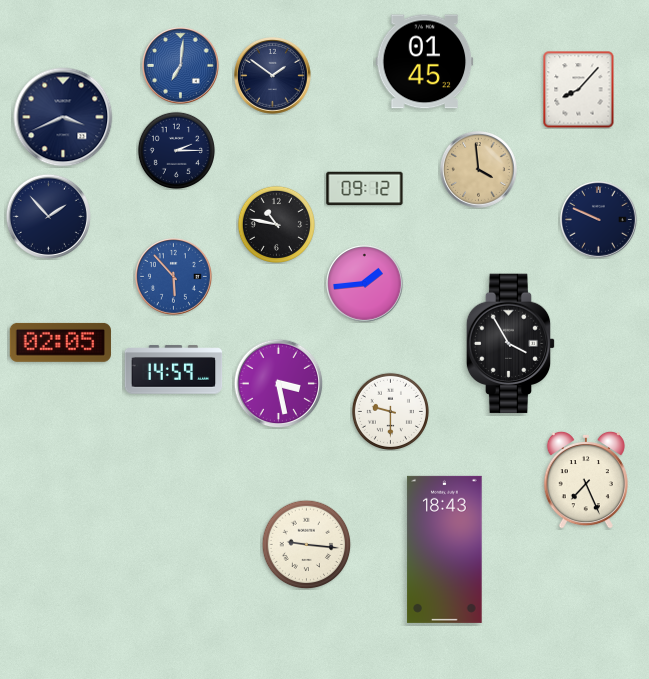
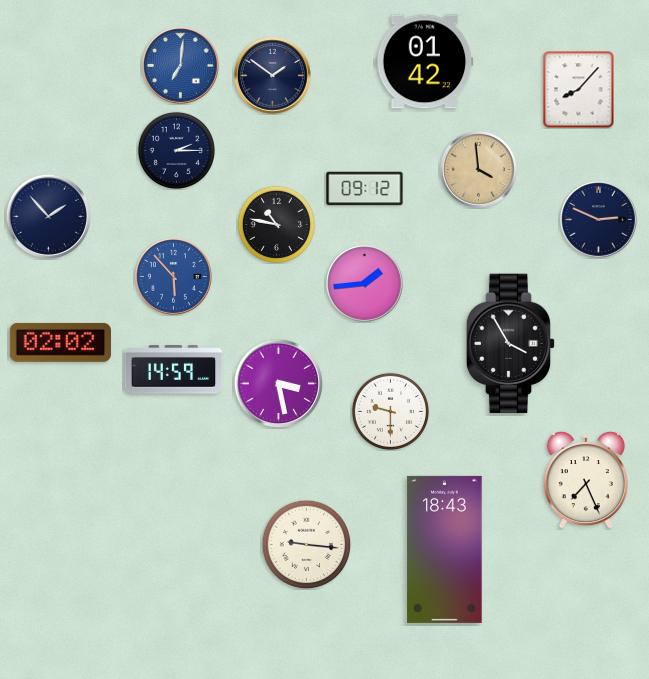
clock at (425, 62): 01:45 -> 01:42
clock at (63, 117): 3:41 -> none
clock at (599, 220): 9:49 -> 2:49
clock at (60, 342): 02:05 -> 02:02
